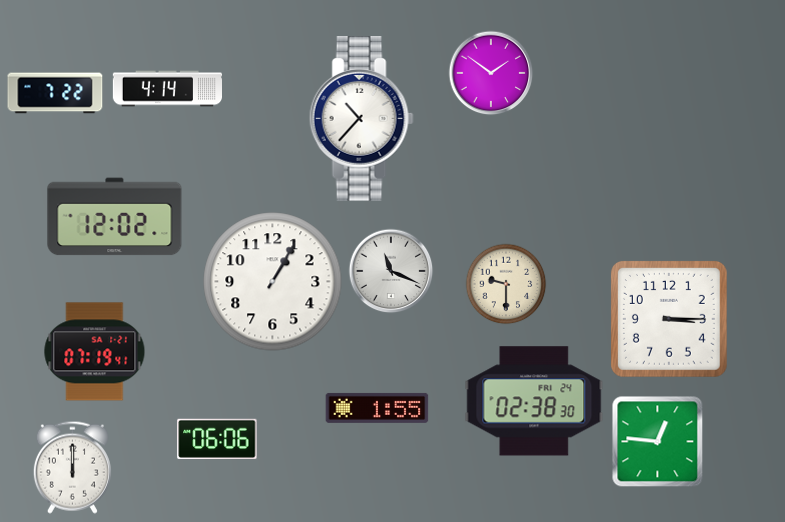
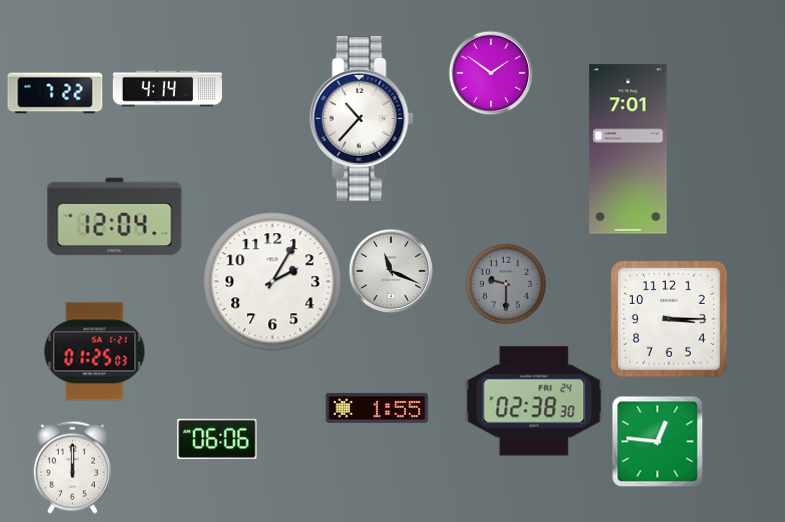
clock at (628, 149): none -> 7:01
clock at (115, 217): 12:02 -> 12:04
clock at (273, 282): 1:05 -> 2:05
clock at (506, 284) dial: cream -> grey
clock at (95, 352): 07:19 -> 01:25
